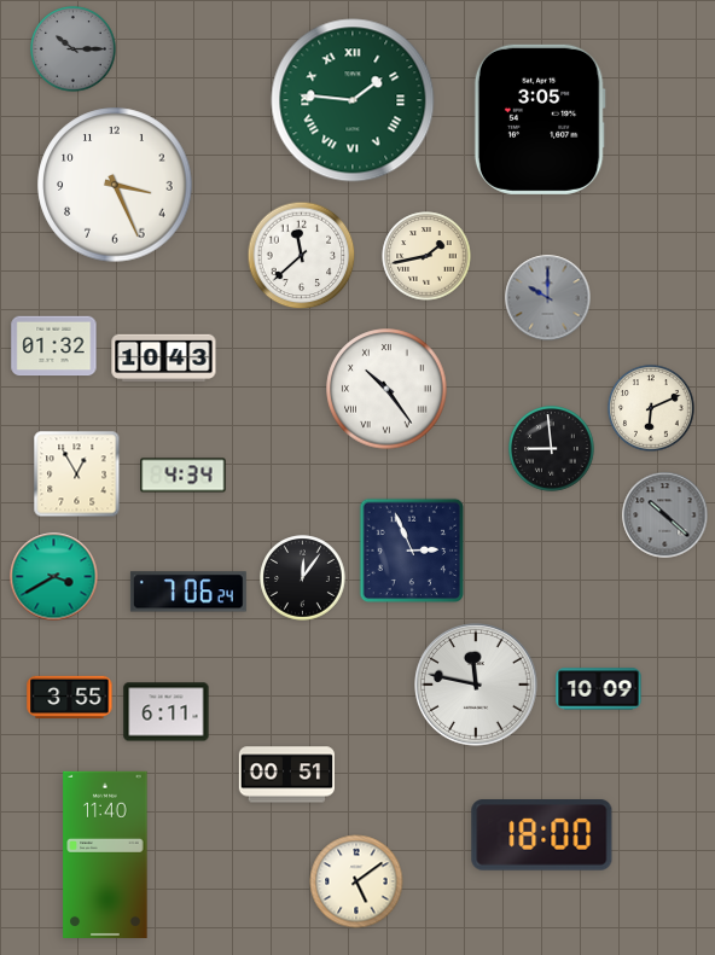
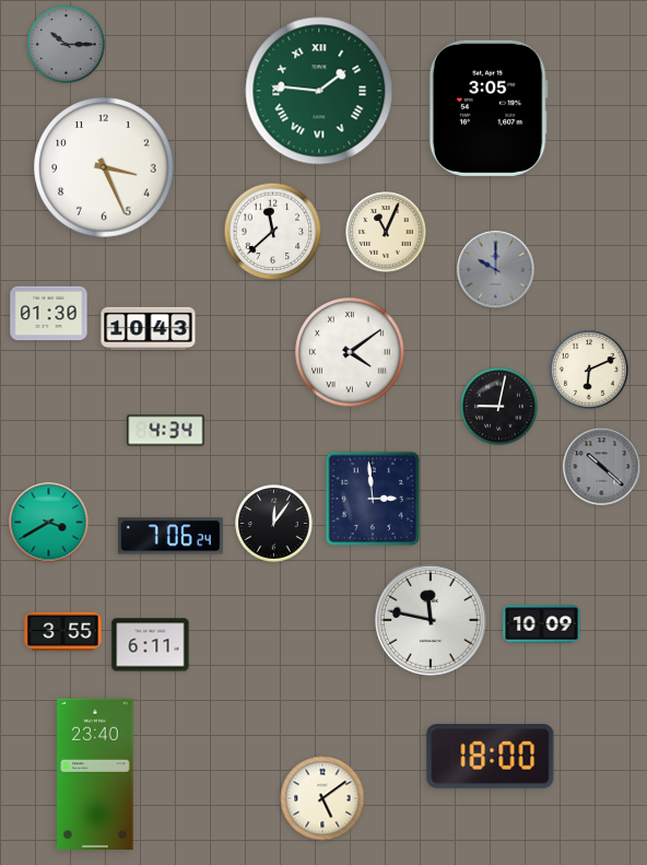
clock at (426, 256): 1:43 -> 11:04
clock at (54, 347): 01:32 -> 01:30
clock at (164, 357) position: (164, 357) -> (149, 328)
clock at (386, 389): 10:24 -> 4:09
clock at (552, 449): 8:59 -> 9:02
clock at (77, 474): 12:55 -> none
clock at (412, 551): 2:56 -> 2:59
clock at (286, 775): 00:51 -> none
clock at (105, 855): 11:40 -> 23:40
